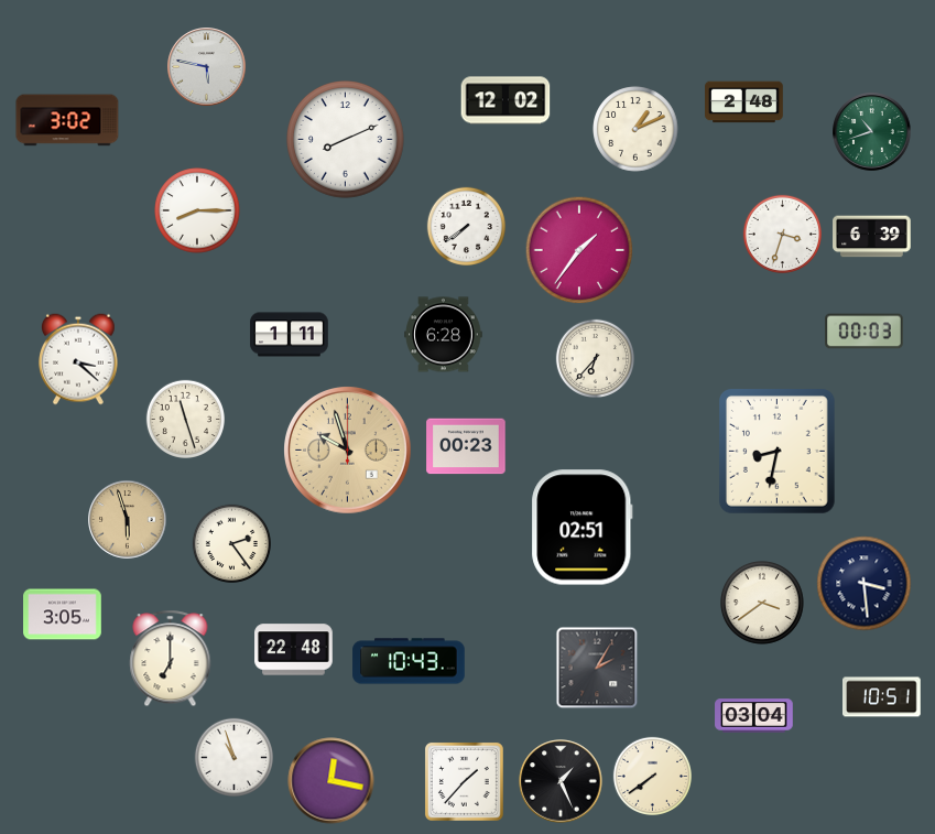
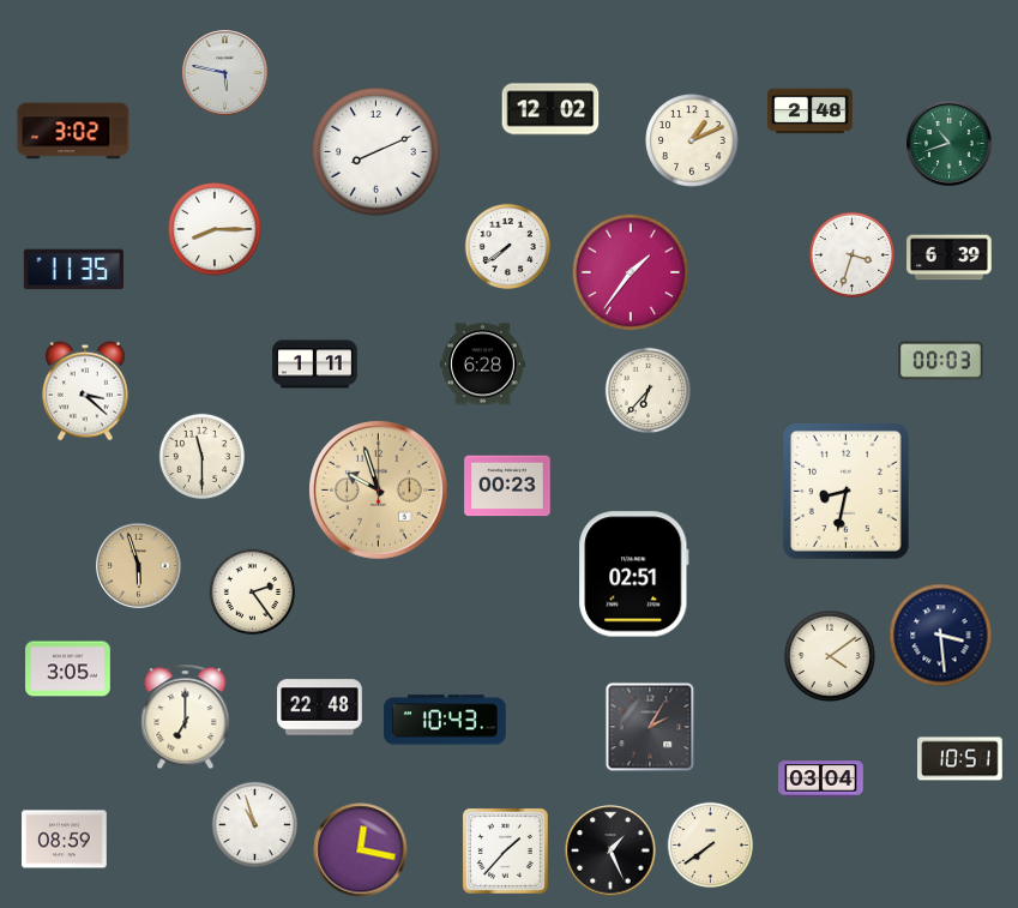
clock at (73, 270): none -> 11:35
clock at (185, 419): 11:27 -> 11:30
clock at (763, 604): 3:39 -> 4:09
clock at (65, 840): none -> 08:59
